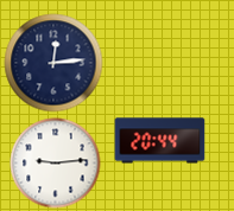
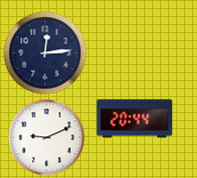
clock at (56, 164): 9:14 -> 9:11
